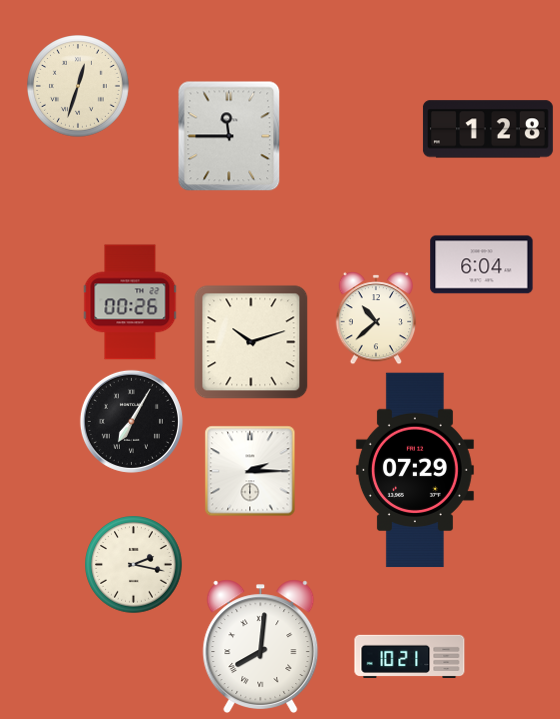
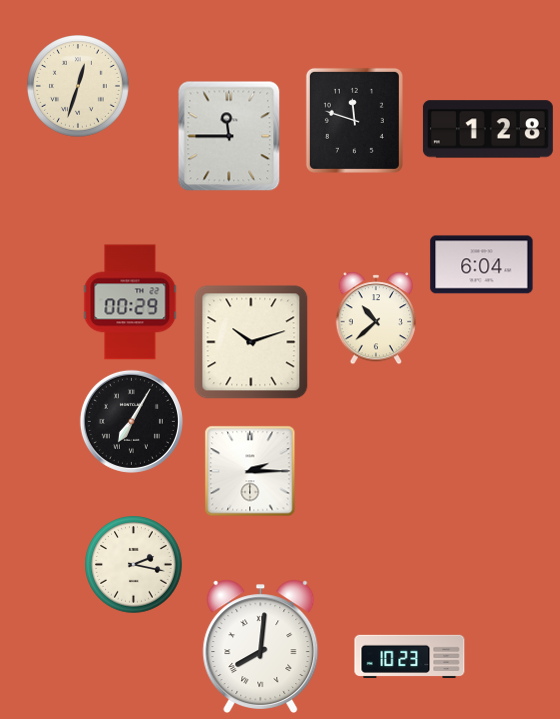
clock at (354, 120): none -> 11:48
clock at (130, 302): 00:26 -> 00:29
clock at (415, 470): 07:29 -> none
clock at (410, 656): 10:21 -> 10:23
